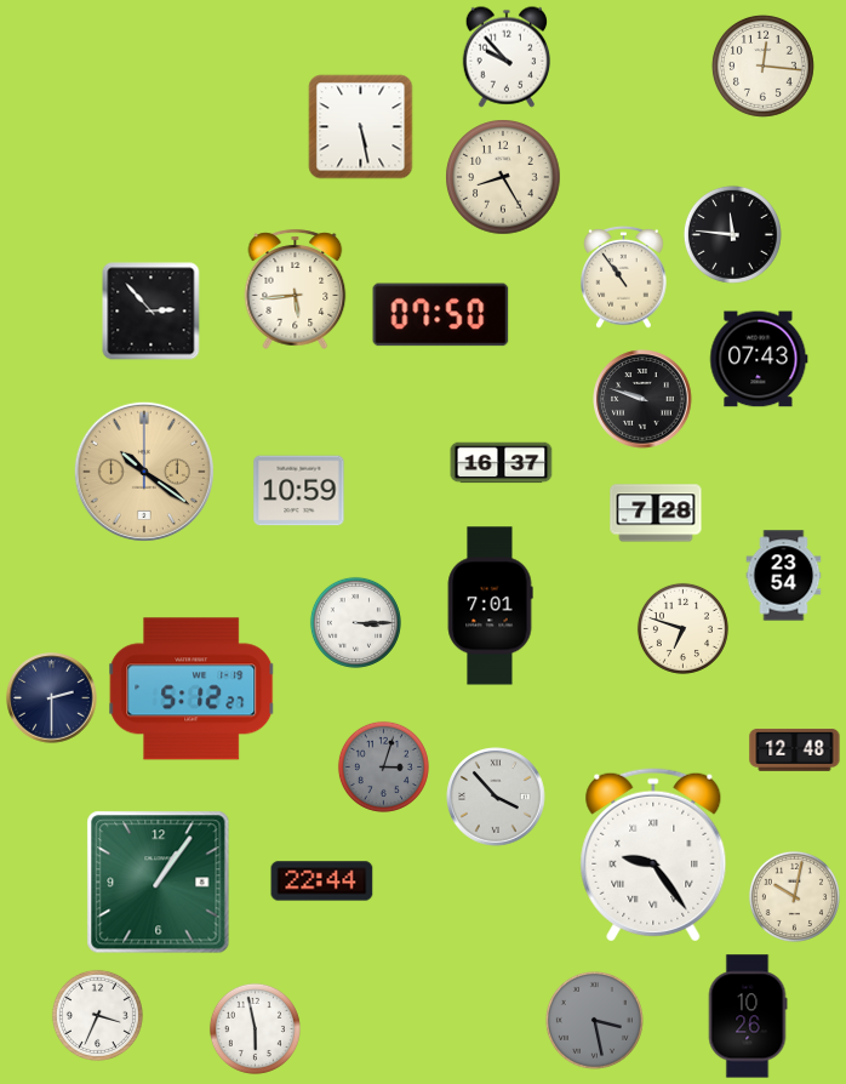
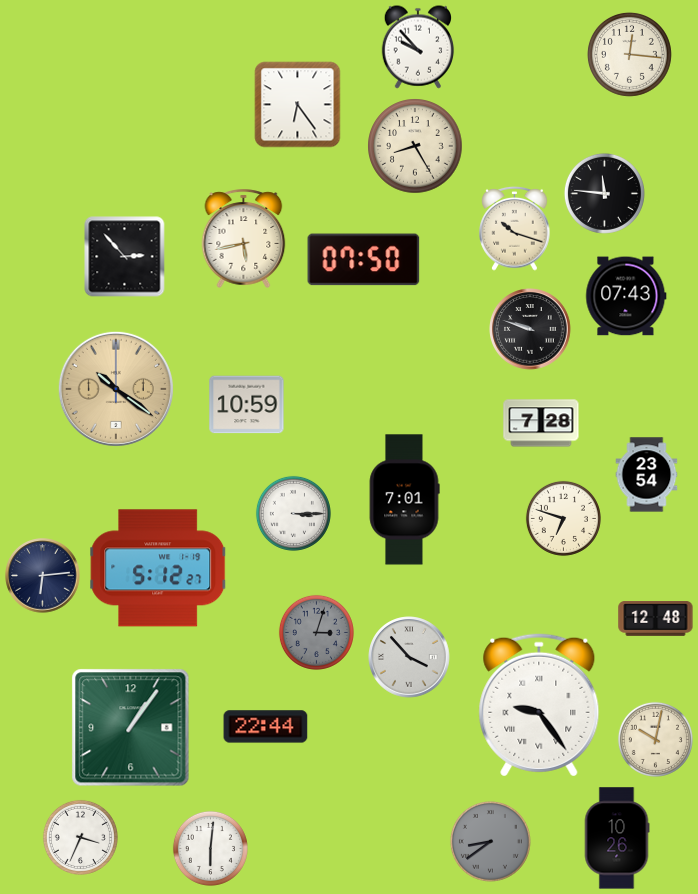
clock at (361, 127): 5:28 -> 6:24
clock at (624, 276): 10:54 -> 10:18
clock at (296, 289): 5:44 -> 5:43
clock at (502, 463): 16:37 -> none
clock at (144, 472) position: (144, 472) -> (116, 389)
clock at (52, 698): 2:30 -> 6:14
clock at (594, 1020): 3:28 -> 8:39
clock at (255, 1028): 5:58 -> 6:01
